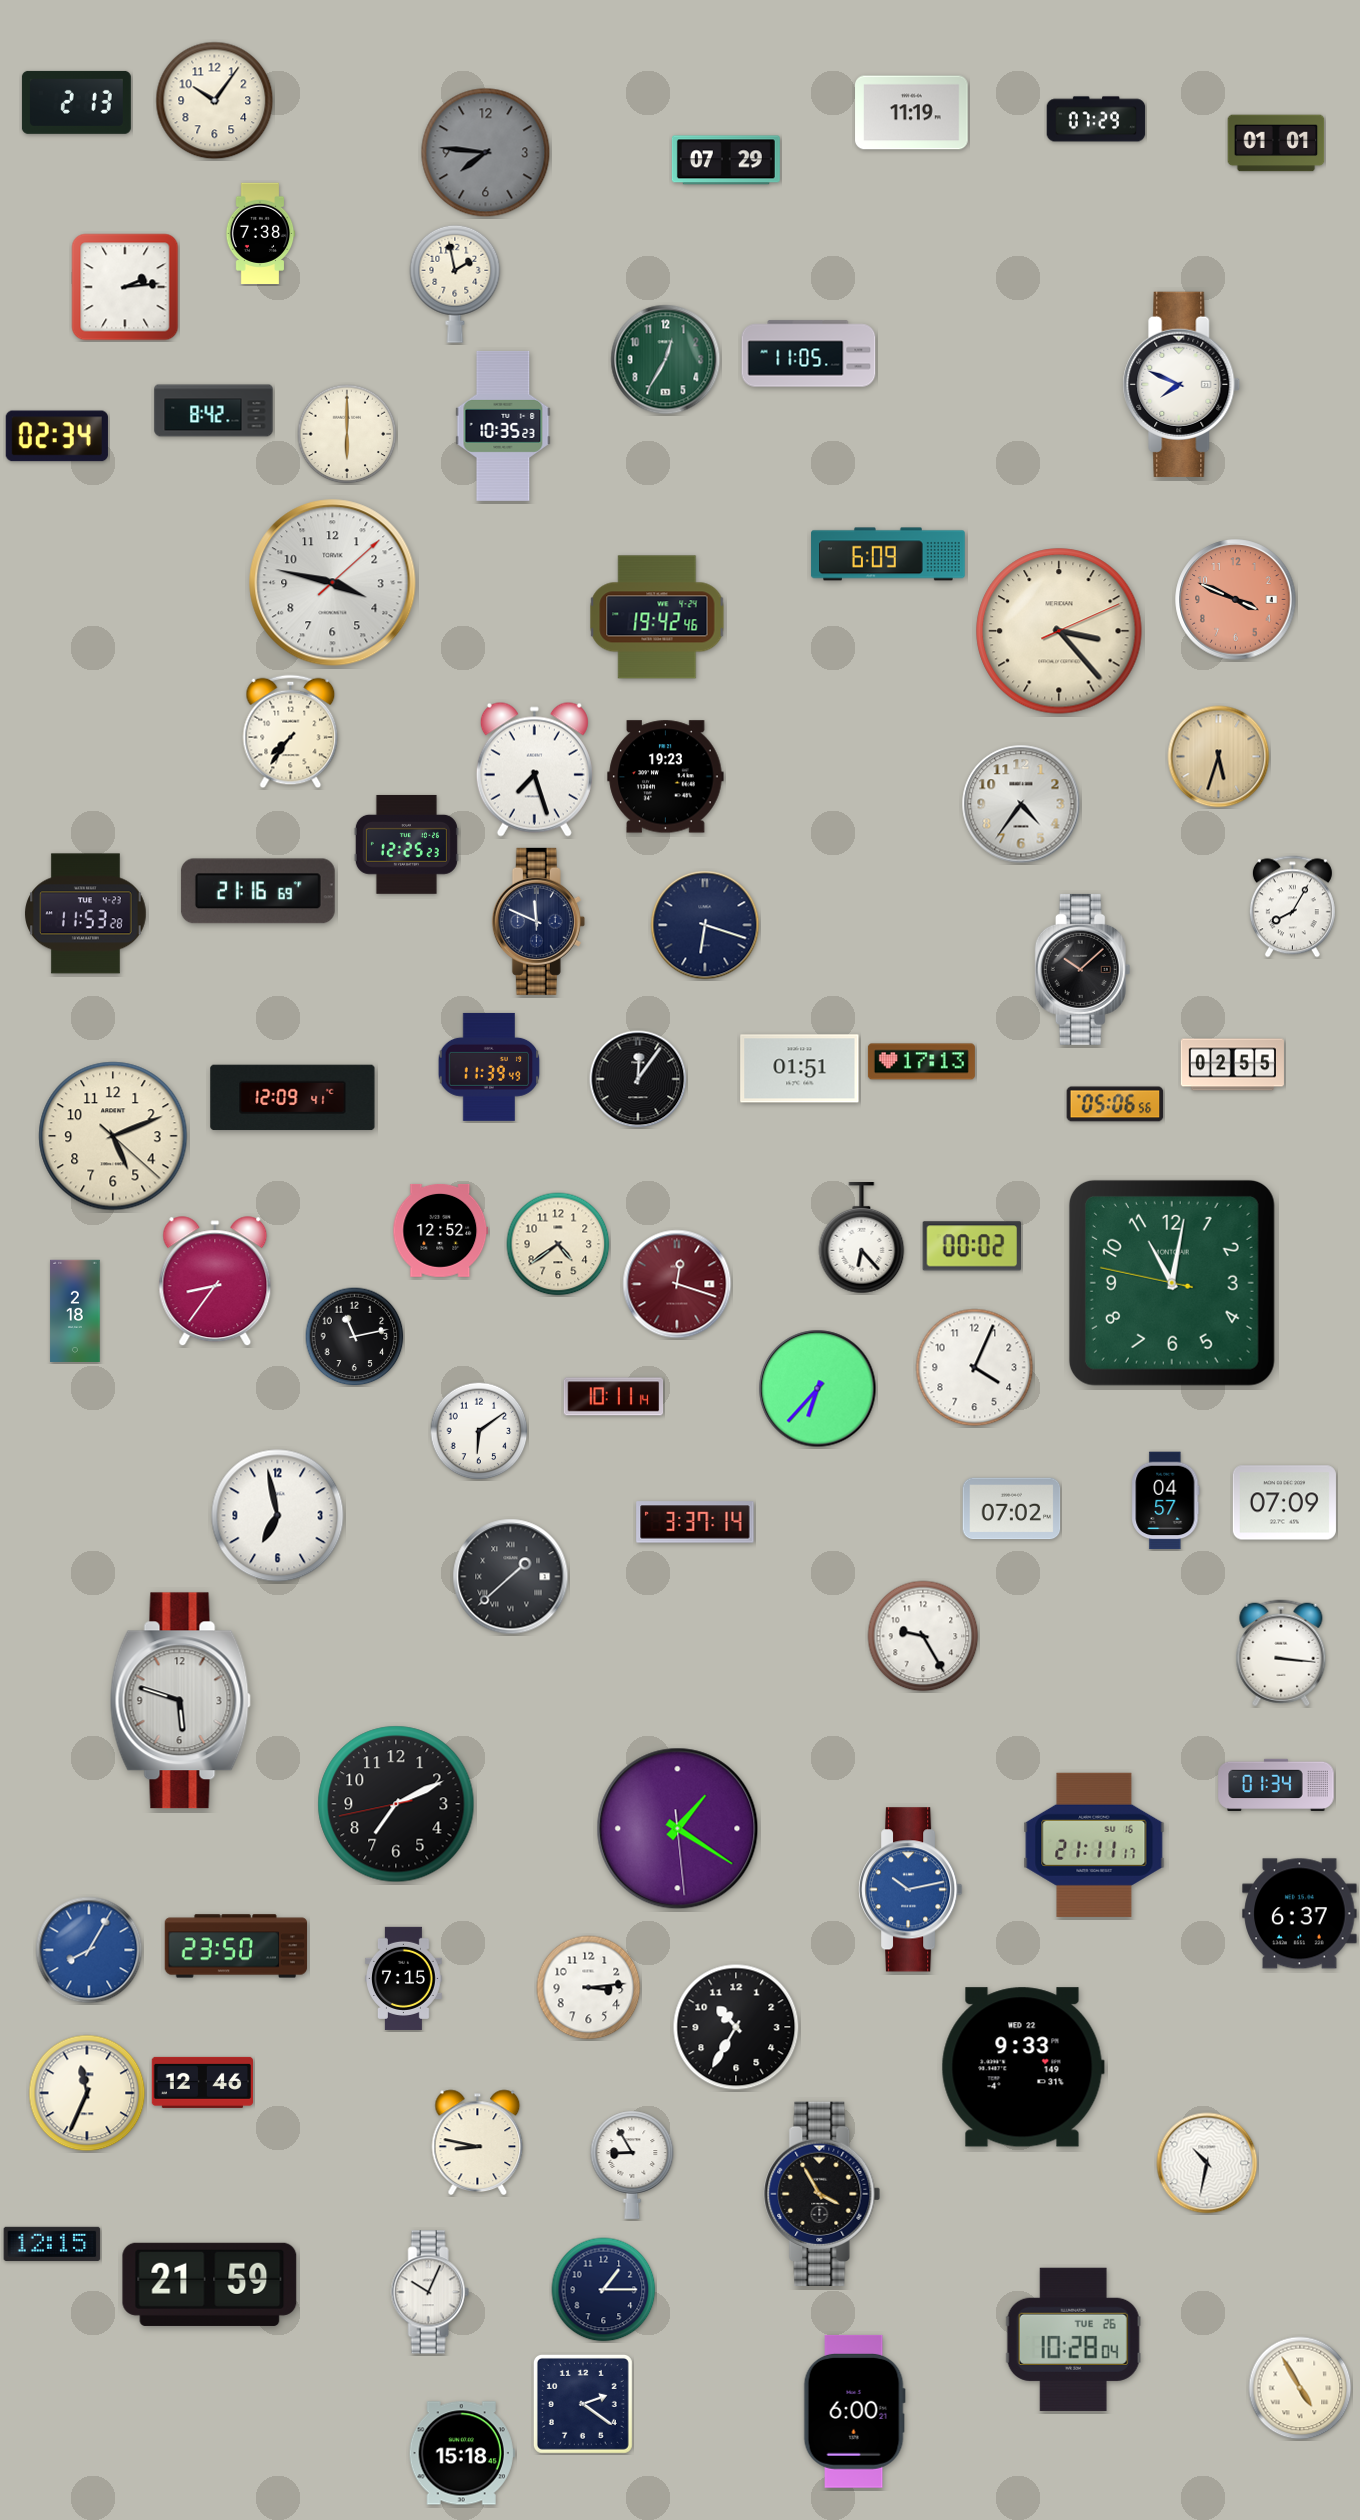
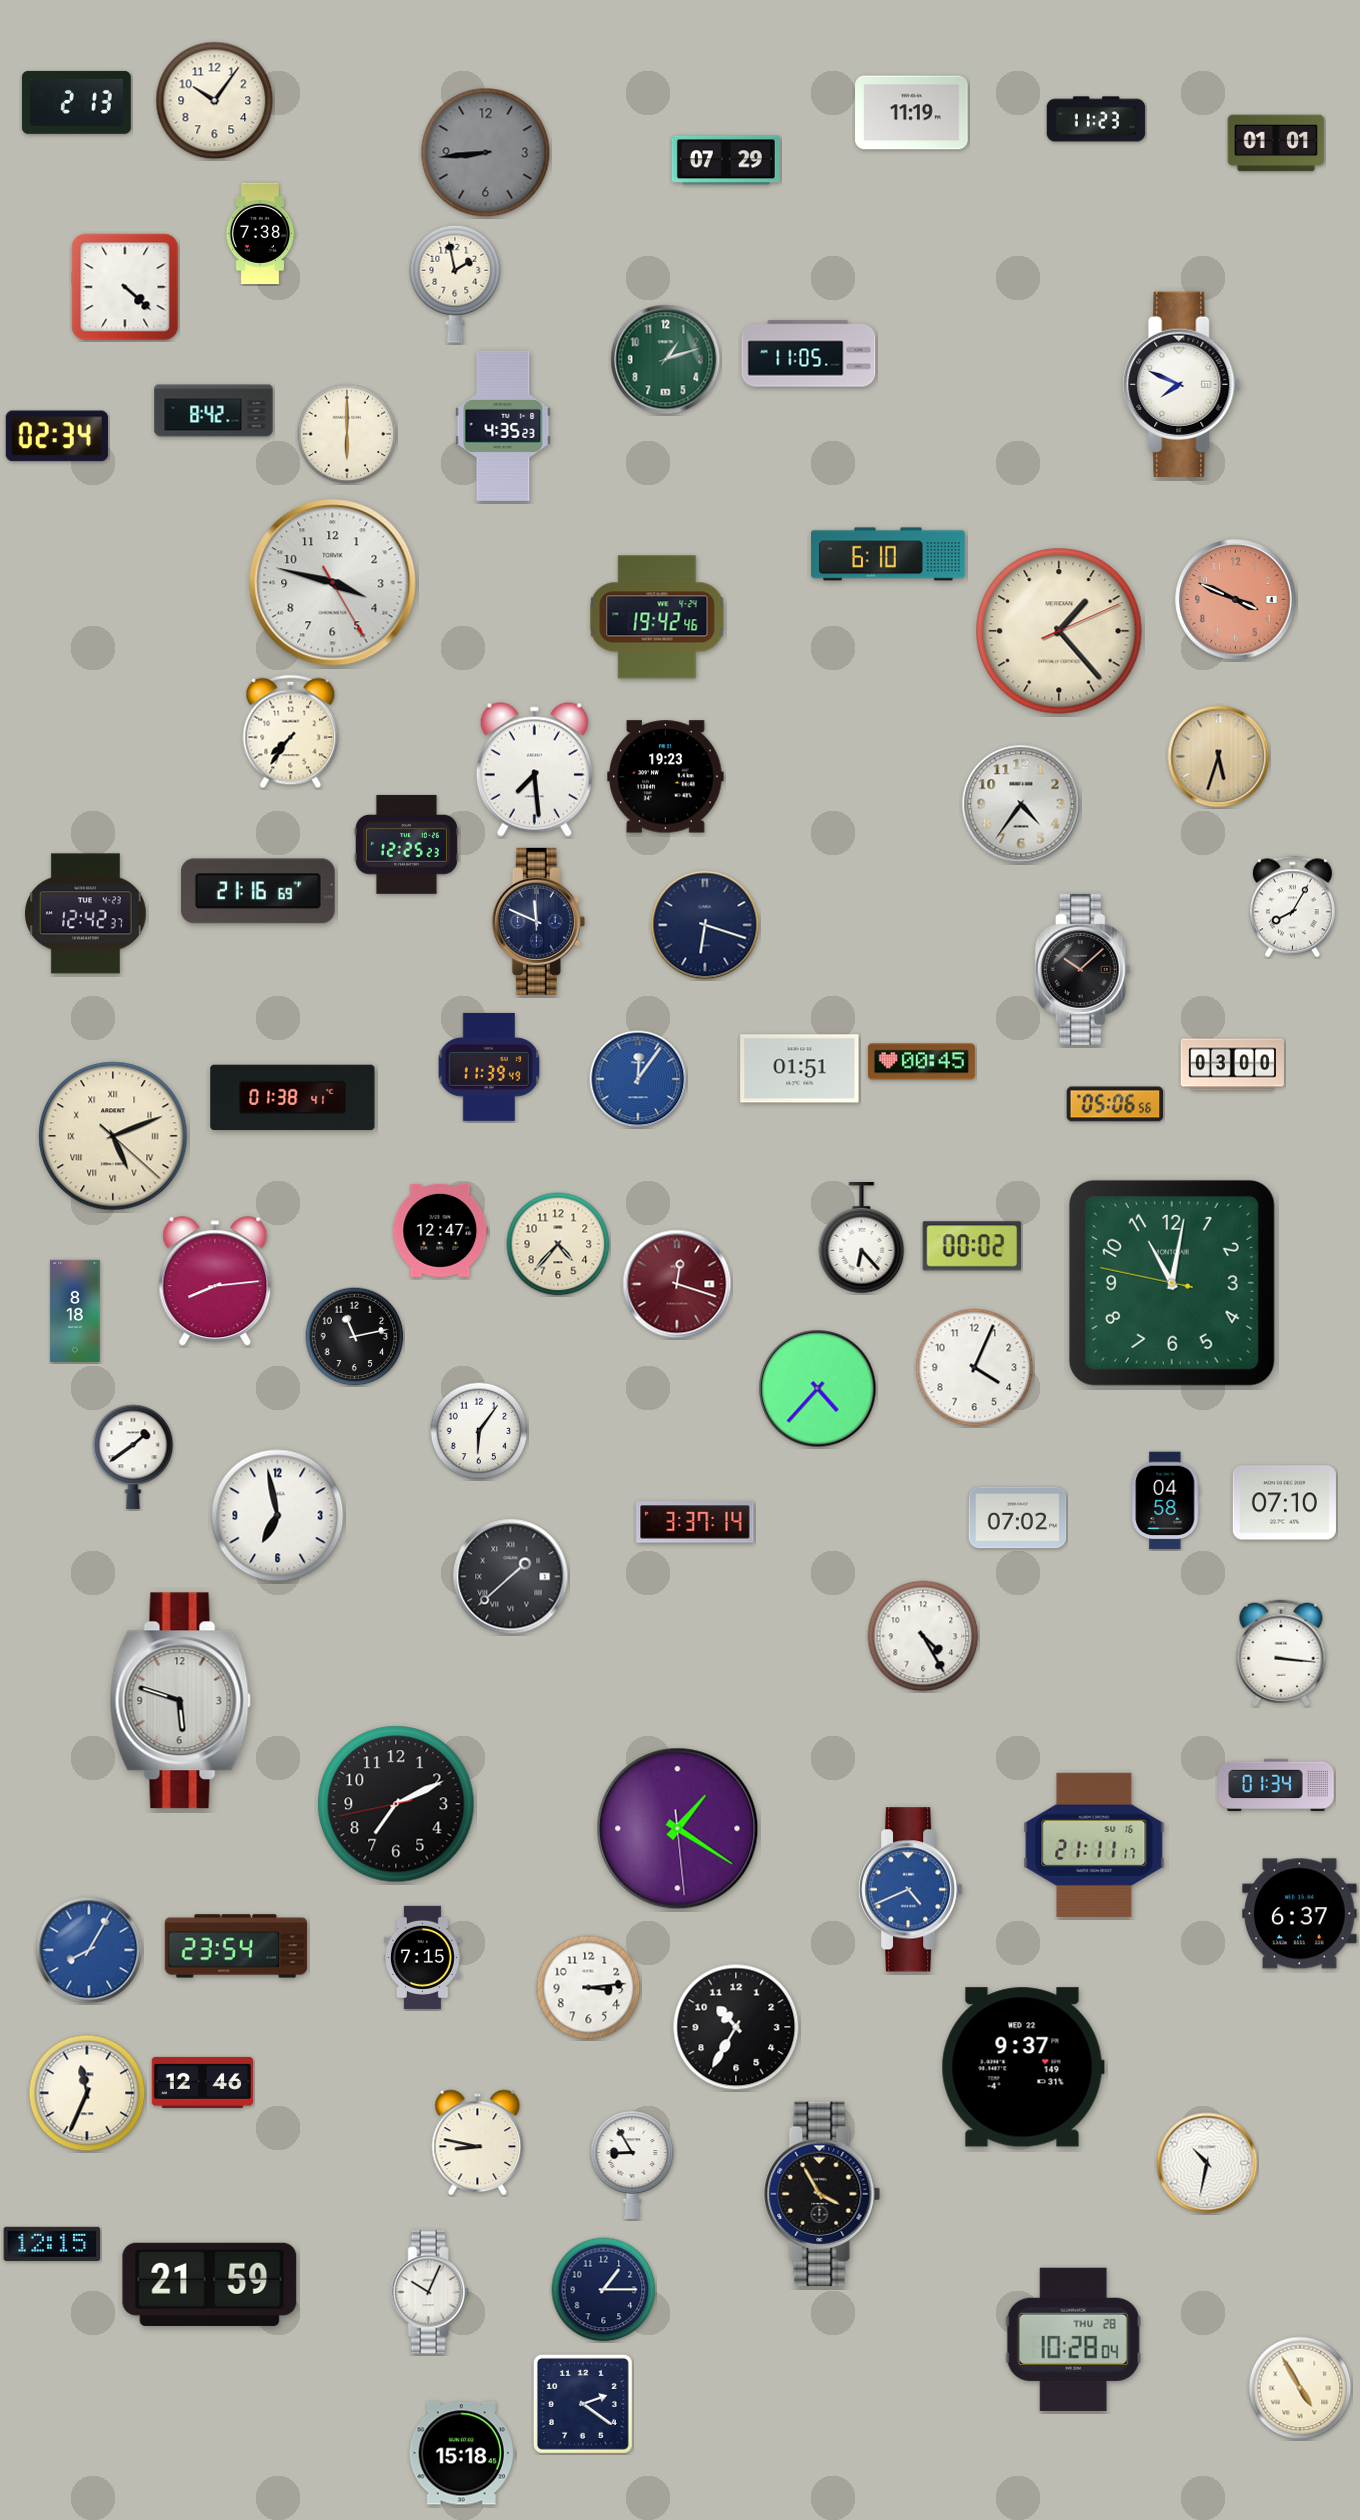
clock at (1096, 119): 07:29 -> 11:23
clock at (486, 153): 7:46 -> 8:44
clock at (125, 287): 2:14 -> 4:22
clock at (666, 360): 12:35 -> 1:12
clock at (503, 426): 10:35 -> 4:35
clock at (888, 554): 6:09 -> 6:10
clock at (333, 583): 3:47:08 -> 3:47:25
clock at (1059, 631): 3:23 -> 1:23
clock at (534, 769): 7:27 -> 7:29
clock at (86, 914): 11:53 -> 12:42
clock at (921, 1062): 17:13 -> 00:45
clock at (1232, 1065): 02:55 -> 03:00
clock at (638, 1079) dial: black -> blue
clock at (293, 1098): 12:09 -> 01:38
clock at (113, 1136) numerals: Arabic -> Roman
clock at (441, 1230): 12:52 -> 12:47
clock at (558, 1244): 4:39 -> 4:37
clock at (215, 1282): 8:36 -> 8:14
clock at (75, 1310): 2:18 -> 8:18
clock at (818, 1389): 6:37 -> 4:37
clock at (614, 1397): 10:11 -> none
clock at (479, 1431): 6:09 -> 6:06
clock at (133, 1457): none -> 1:39
clock at (1166, 1501): 04:57 -> 04:58
clock at (1284, 1503): 07:09 -> 07:10
clock at (1012, 1509) position: (1012, 1509) -> (1018, 1518)
clock at (923, 1636): 9:25 -> 4:25
clock at (911, 1890): 10:13 -> 4:41
clock at (236, 1946): 23:50 -> 23:54
clock at (404, 1978) position: (404, 1978) -> (423, 1957)
clock at (1023, 2067): 9:33 -> 9:37
clock at (1073, 2339) date: TUE 26 -> THU 28
clock at (854, 2411): 6:00 -> none
